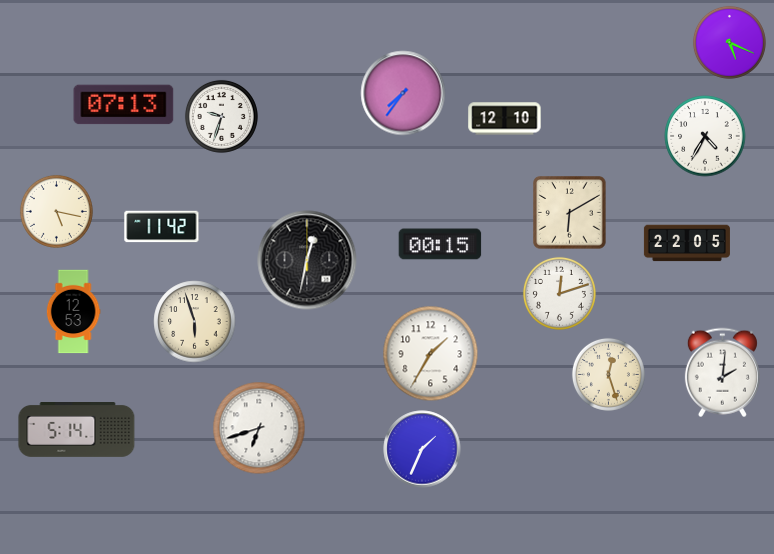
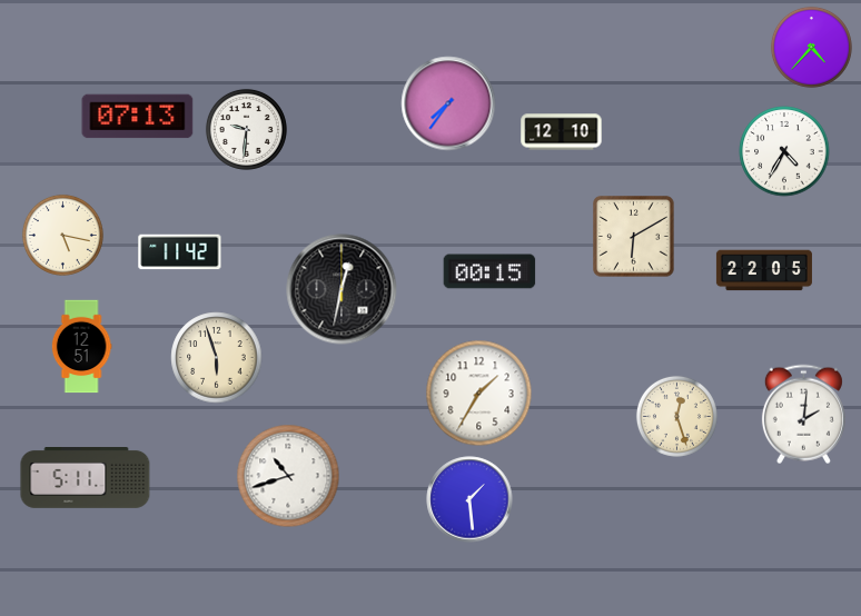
clock at (729, 42): 5:19 -> 4:37
clock at (221, 116): 9:33 -> 9:31
clock at (559, 293): 12:12 -> none
clock at (73, 312): 12:53 -> 12:51
clock at (259, 428): 6:42 -> 10:42
clock at (77, 430): 5:14 -> 5:11
clock at (422, 449): 1:34 -> 1:29
